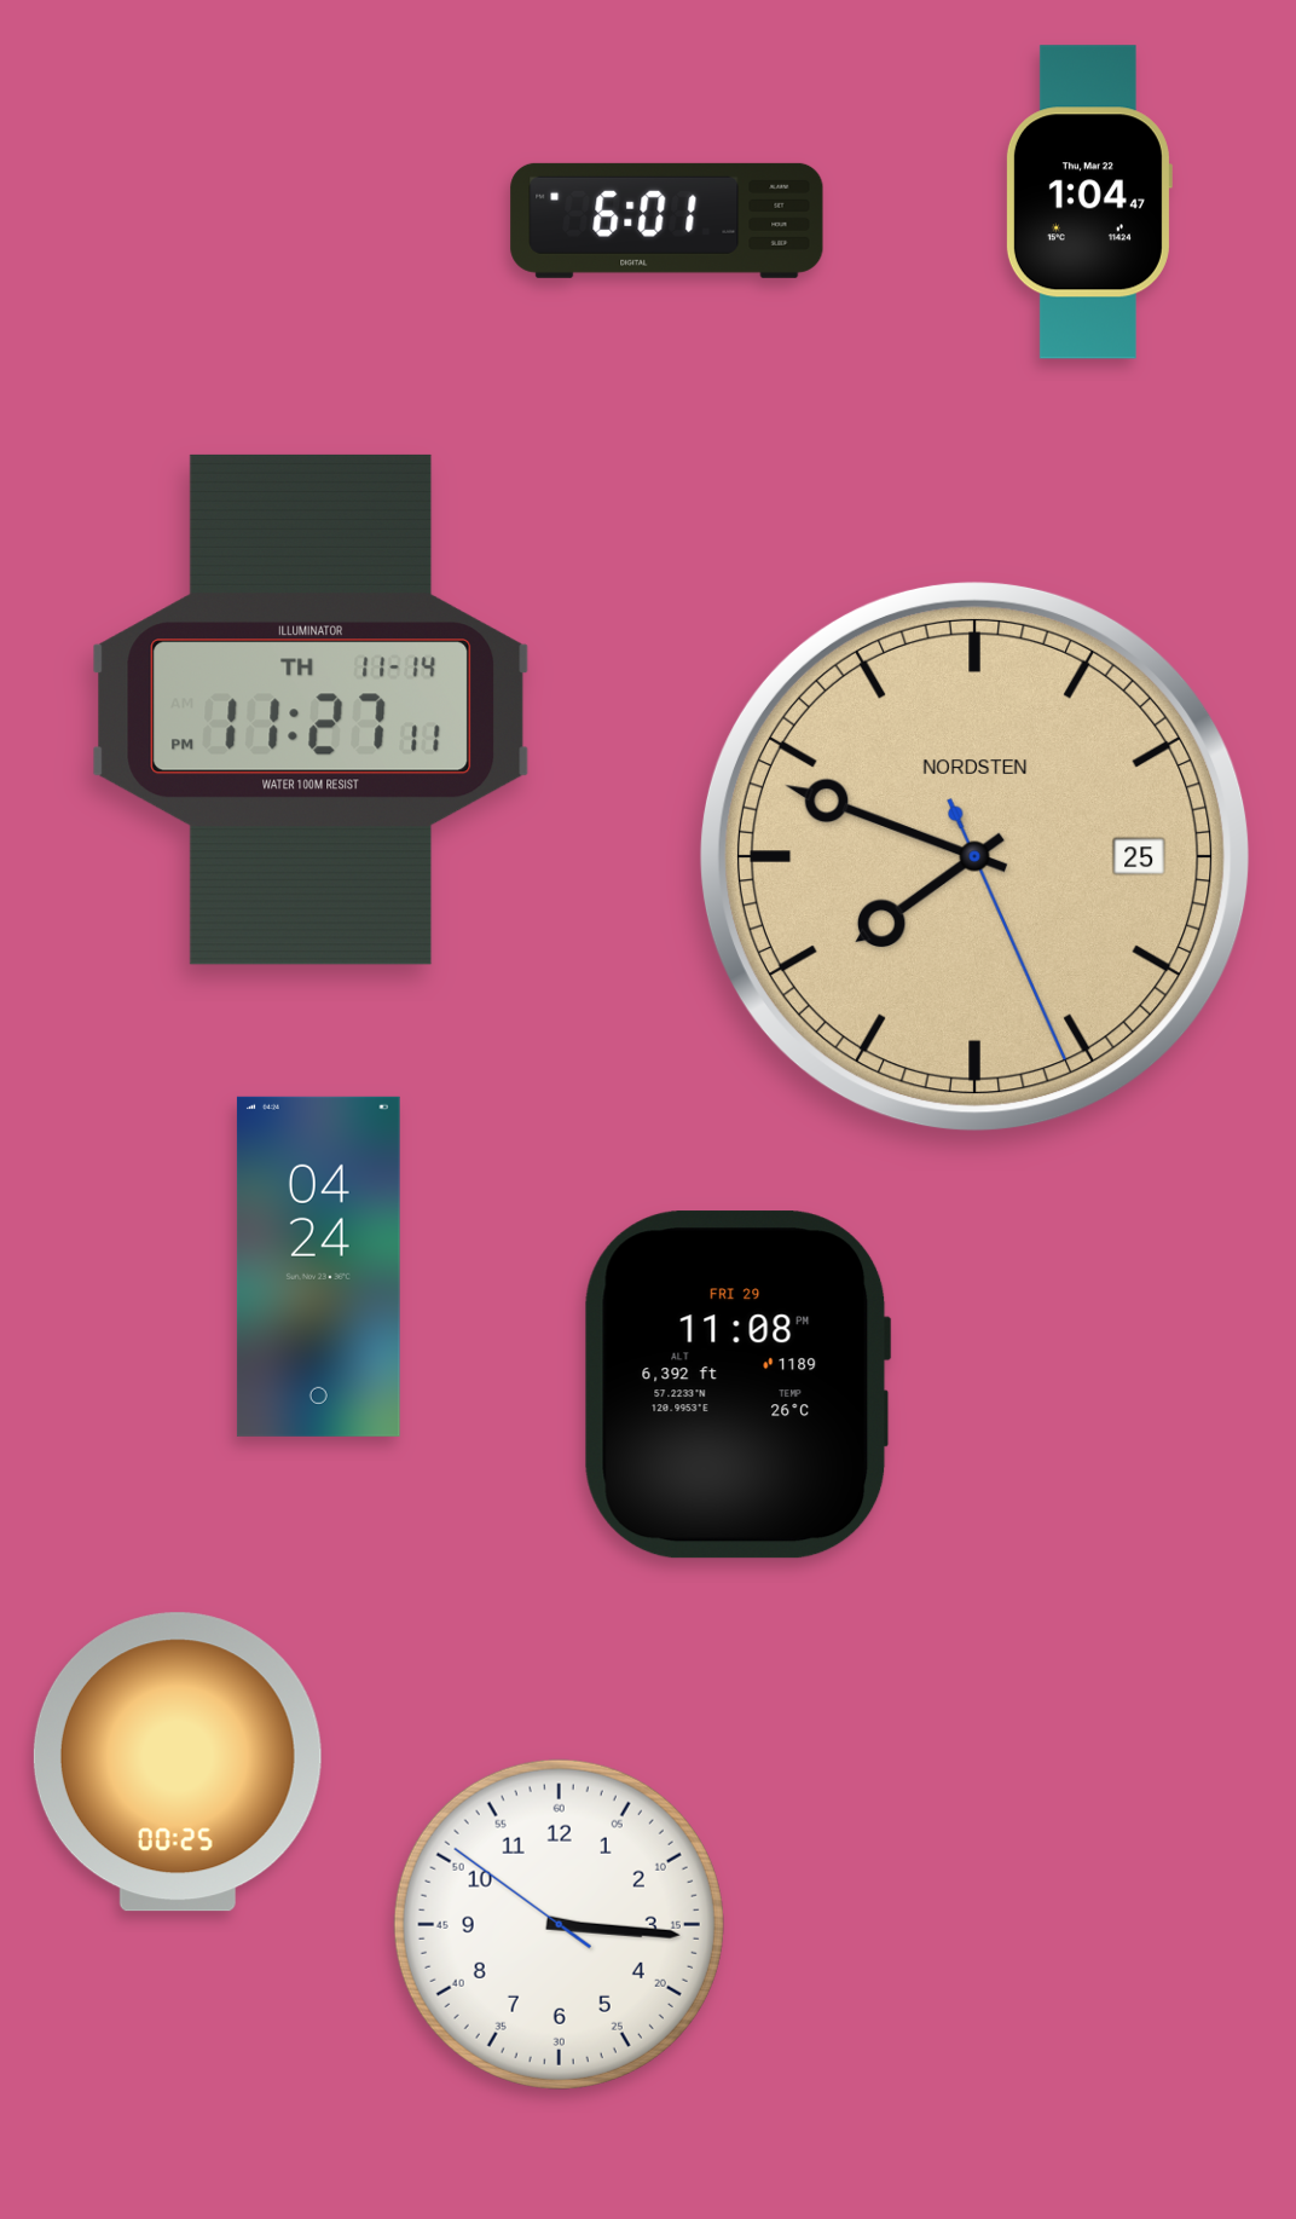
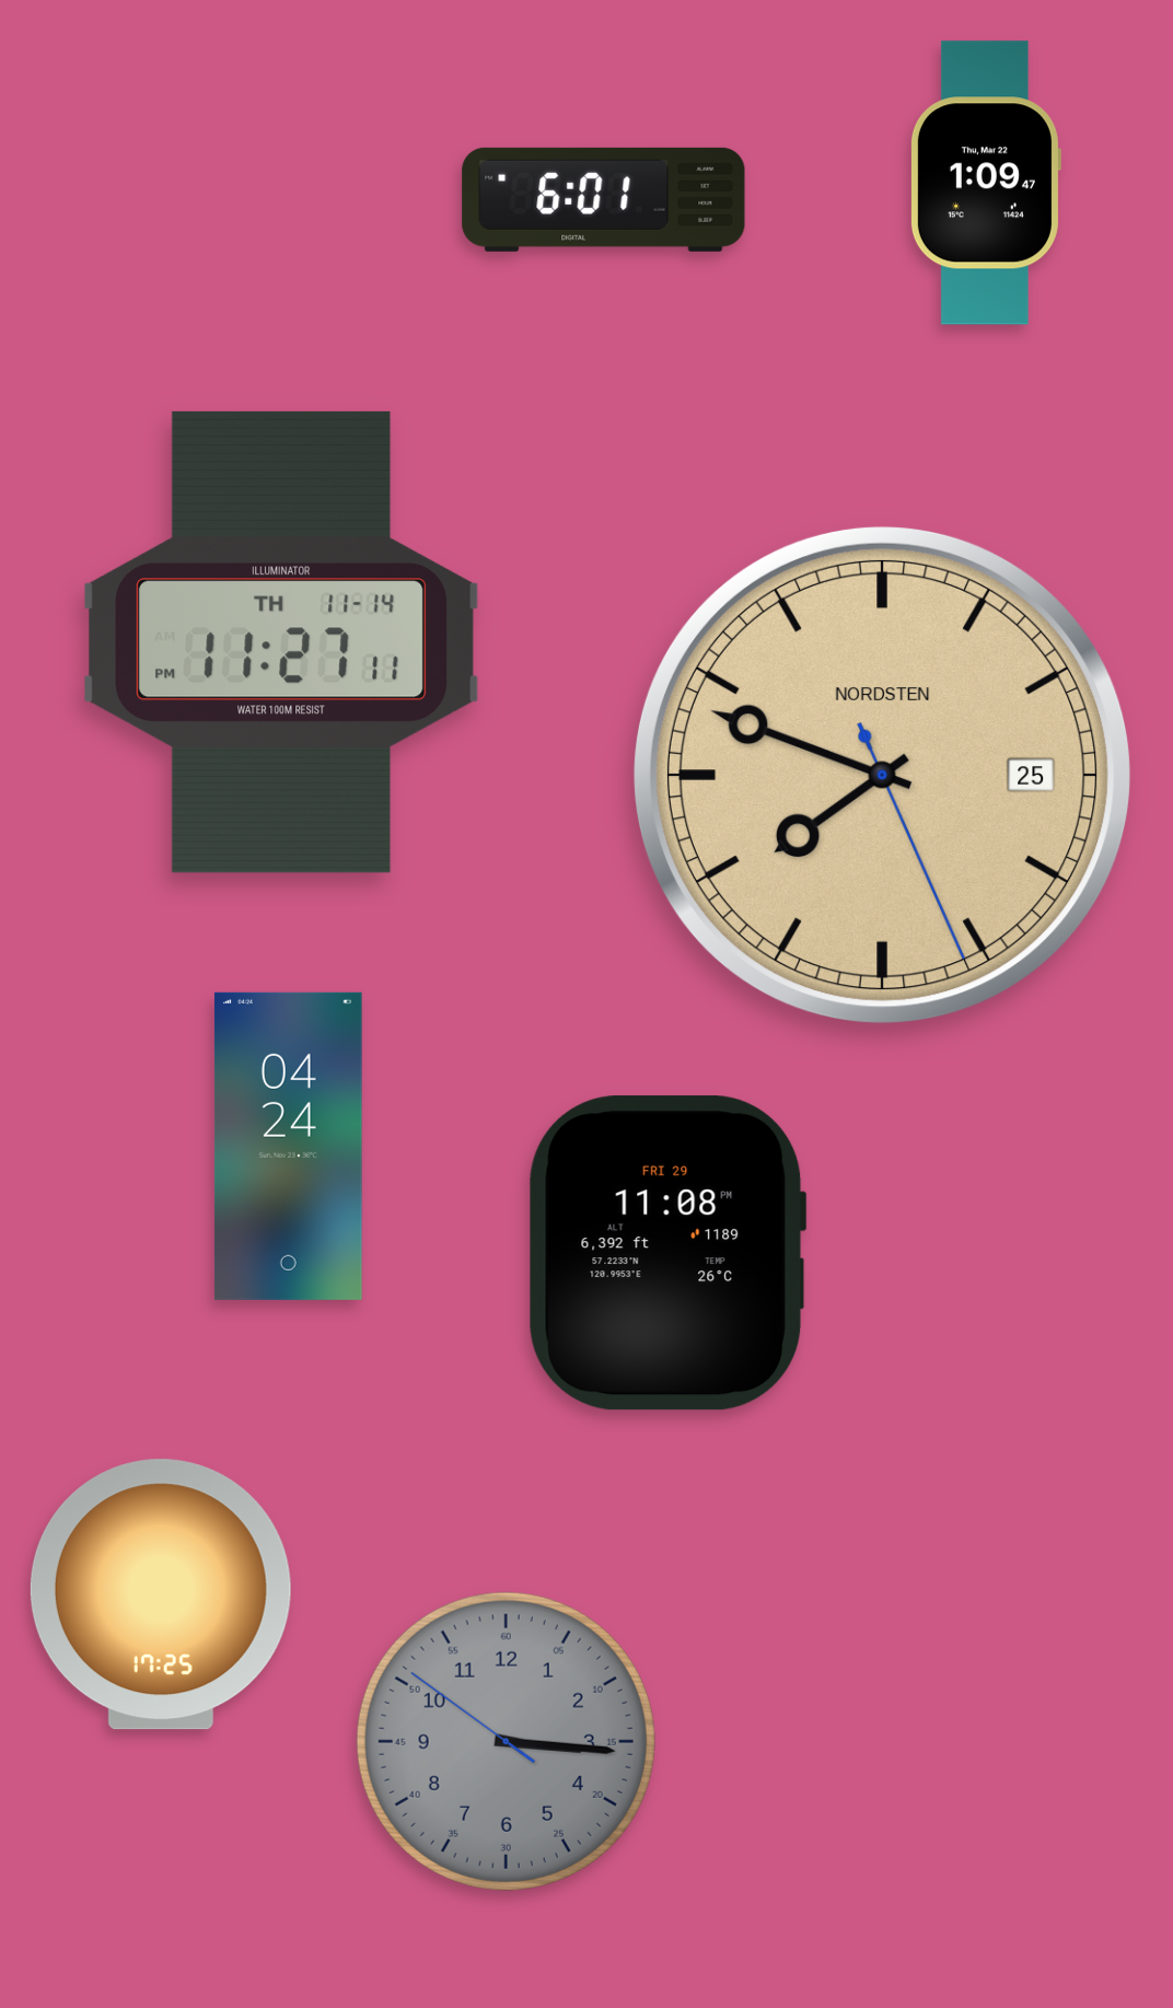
clock at (1088, 202): 1:04 -> 1:09
clock at (178, 1762): 00:25 -> 17:25
clock at (559, 1924) dial: white -> grey
